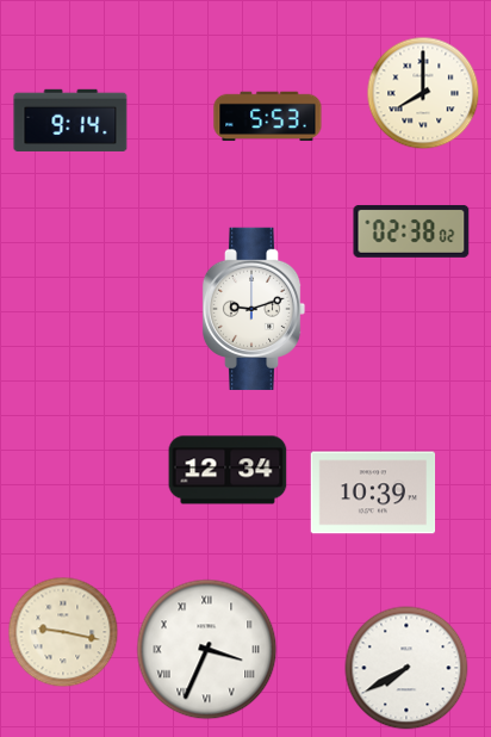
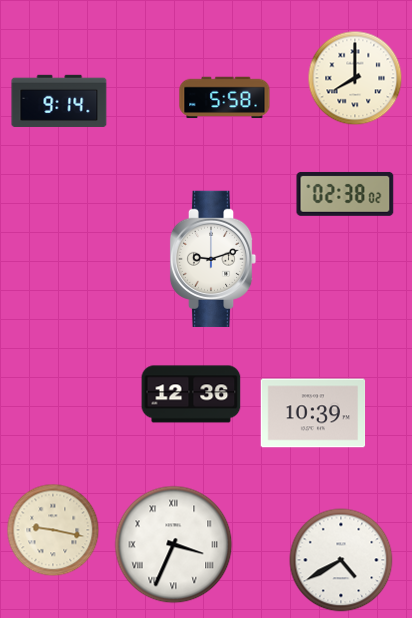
clock at (268, 117): 5:53 -> 5:58
clock at (228, 470): 12:34 -> 12:36
clock at (406, 668): 7:40 -> 4:40
